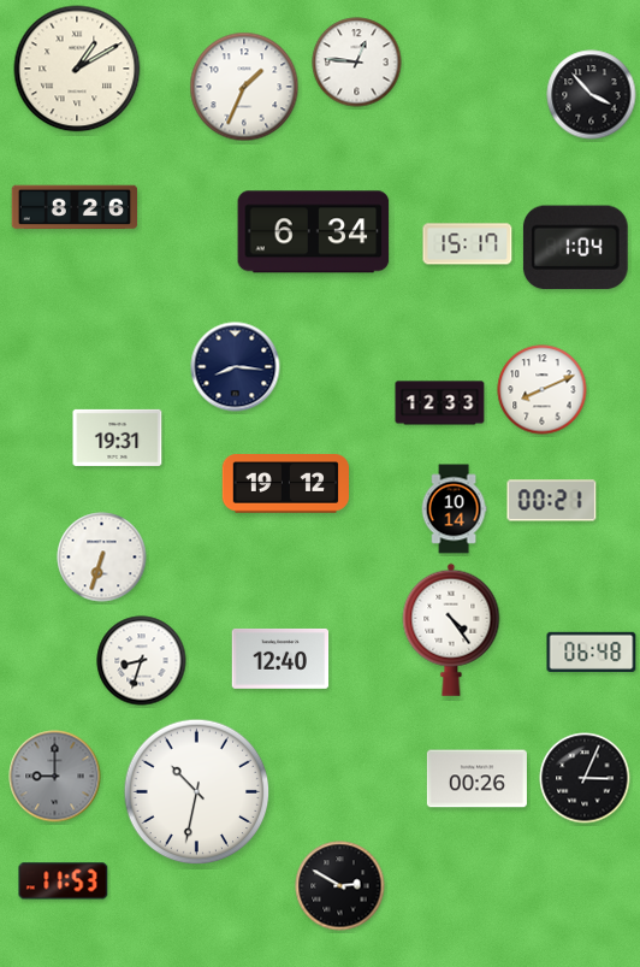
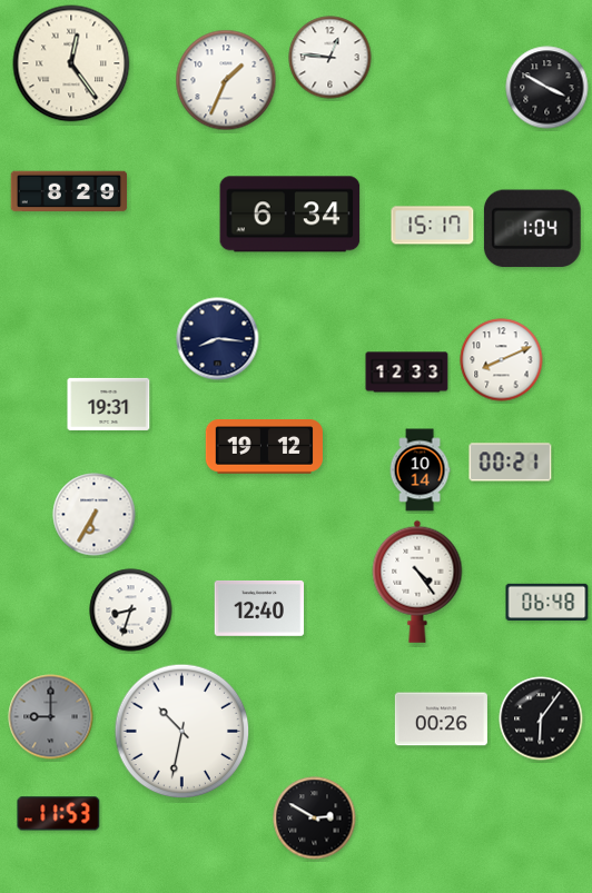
clock at (77, 69): 1:10 -> 12:24
clock at (592, 95): 3:53 -> 3:50
clock at (75, 207): 8:26 -> 8:29
clock at (102, 558): 6:33 -> 6:35
clock at (585, 778): 3:04 -> 6:06
